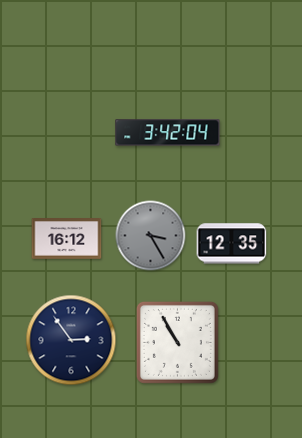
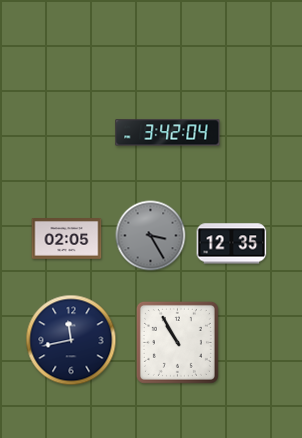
clock at (67, 239): 16:12 -> 02:05
clock at (71, 340): 2:54 -> 11:43
